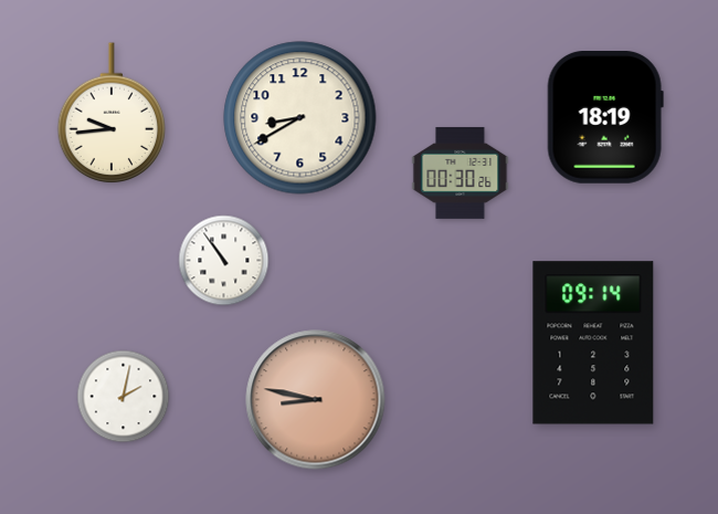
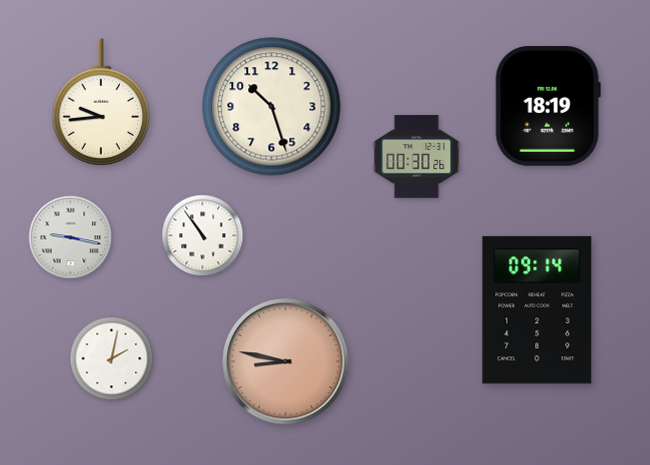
clock at (300, 118): 8:40 -> 10:27
clock at (71, 238): none -> 9:17
